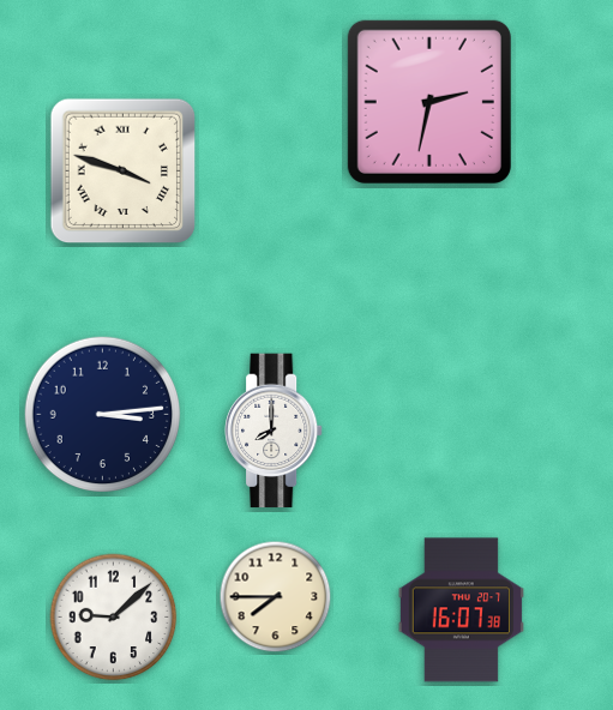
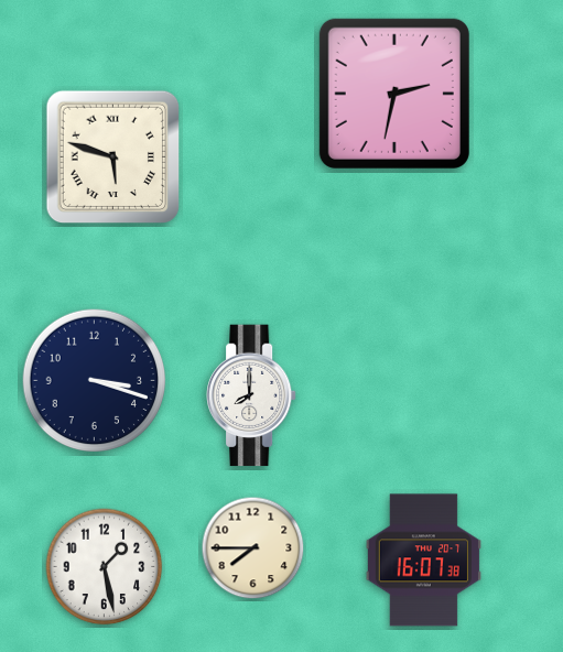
clock at (124, 172): 3:48 -> 5:48
clock at (103, 415): 3:14 -> 3:18
clock at (114, 618): 9:08 -> 1:28
